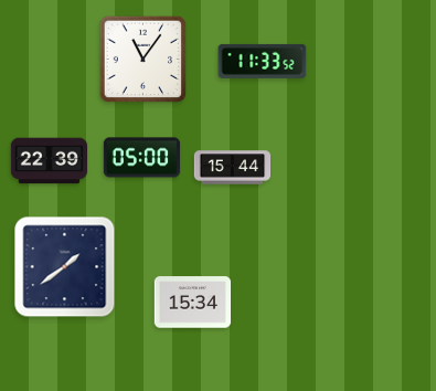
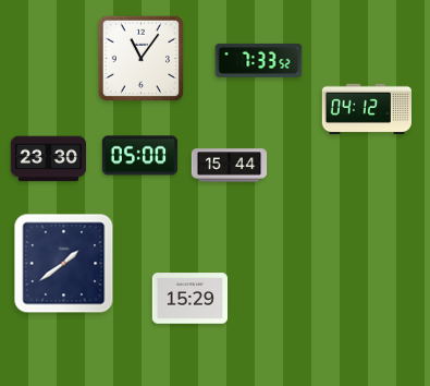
clock at (263, 61): 11:33 -> 7:33
clock at (366, 109): none -> 04:12
clock at (50, 161): 22:39 -> 23:30
clock at (193, 303): 15:34 -> 15:29
